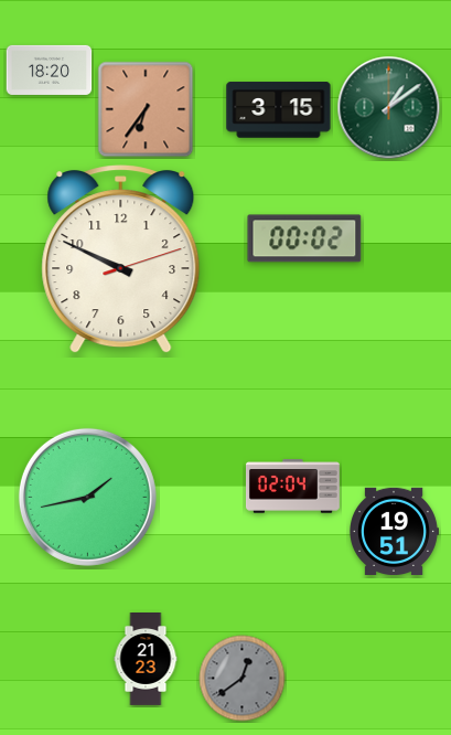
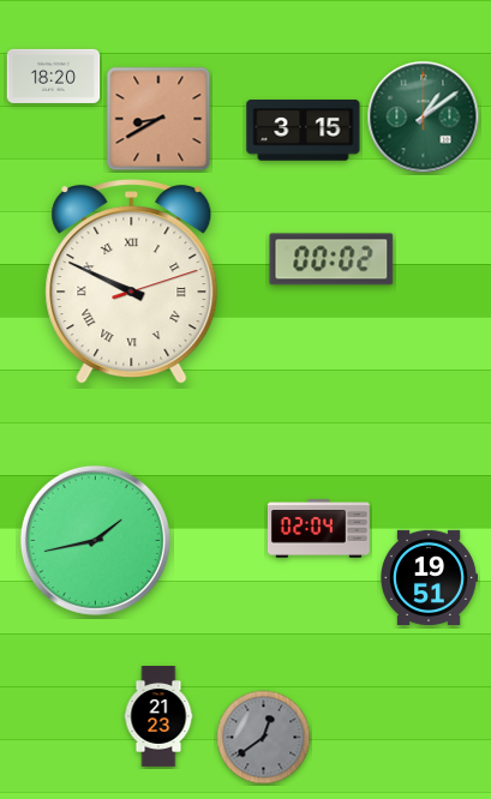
clock at (146, 109): 6:36 -> 8:40
clock at (279, 110) position: (279, 110) -> (304, 131)
clock at (121, 259) numerals: Arabic -> Roman
